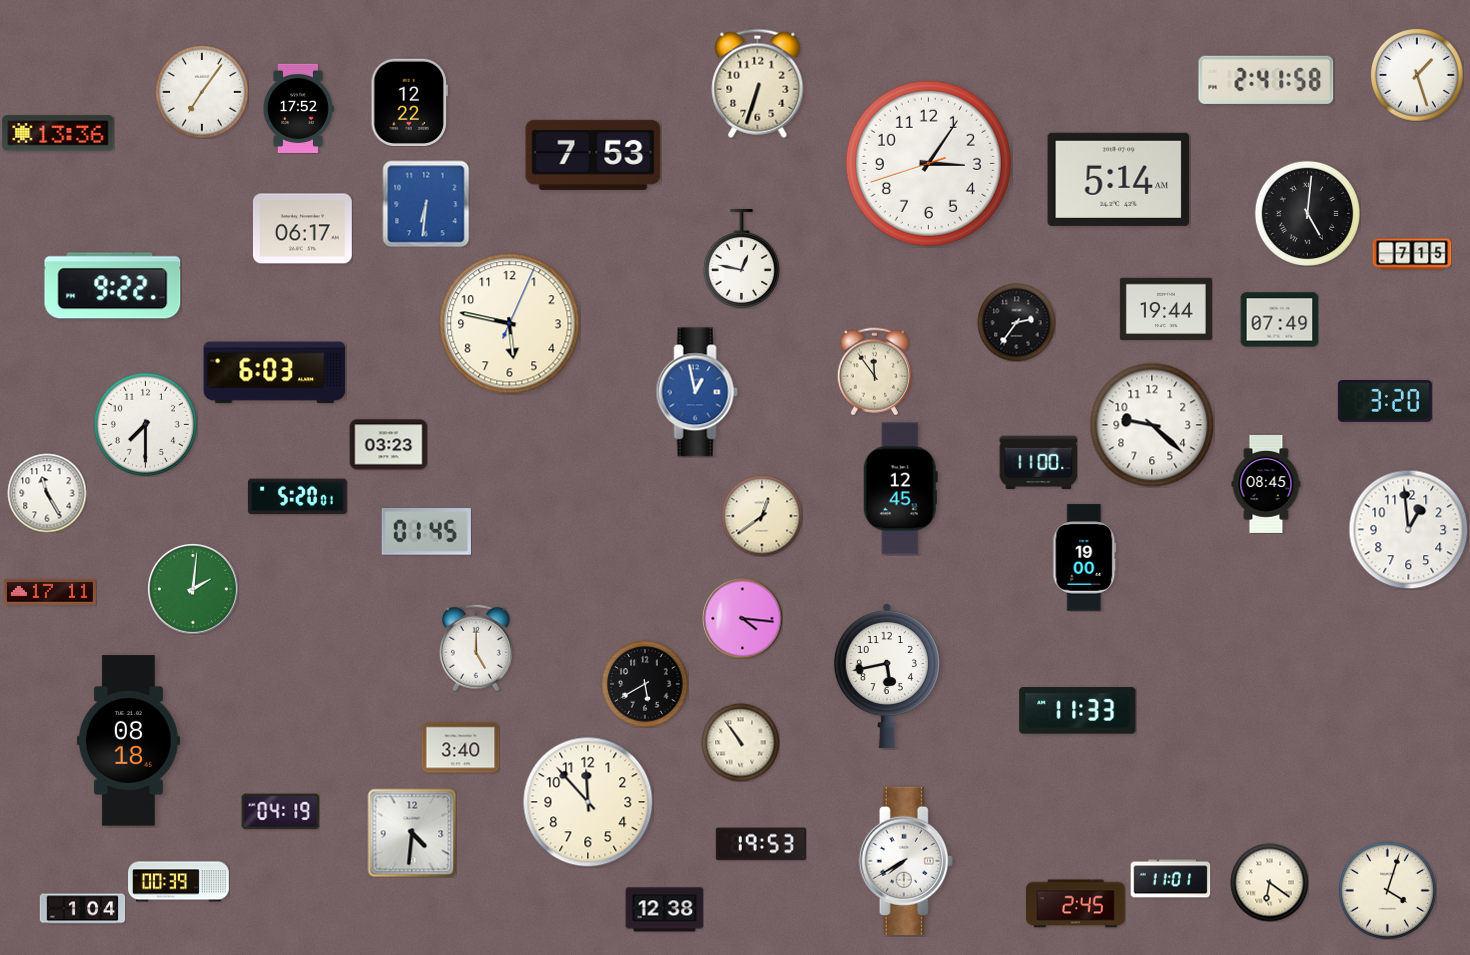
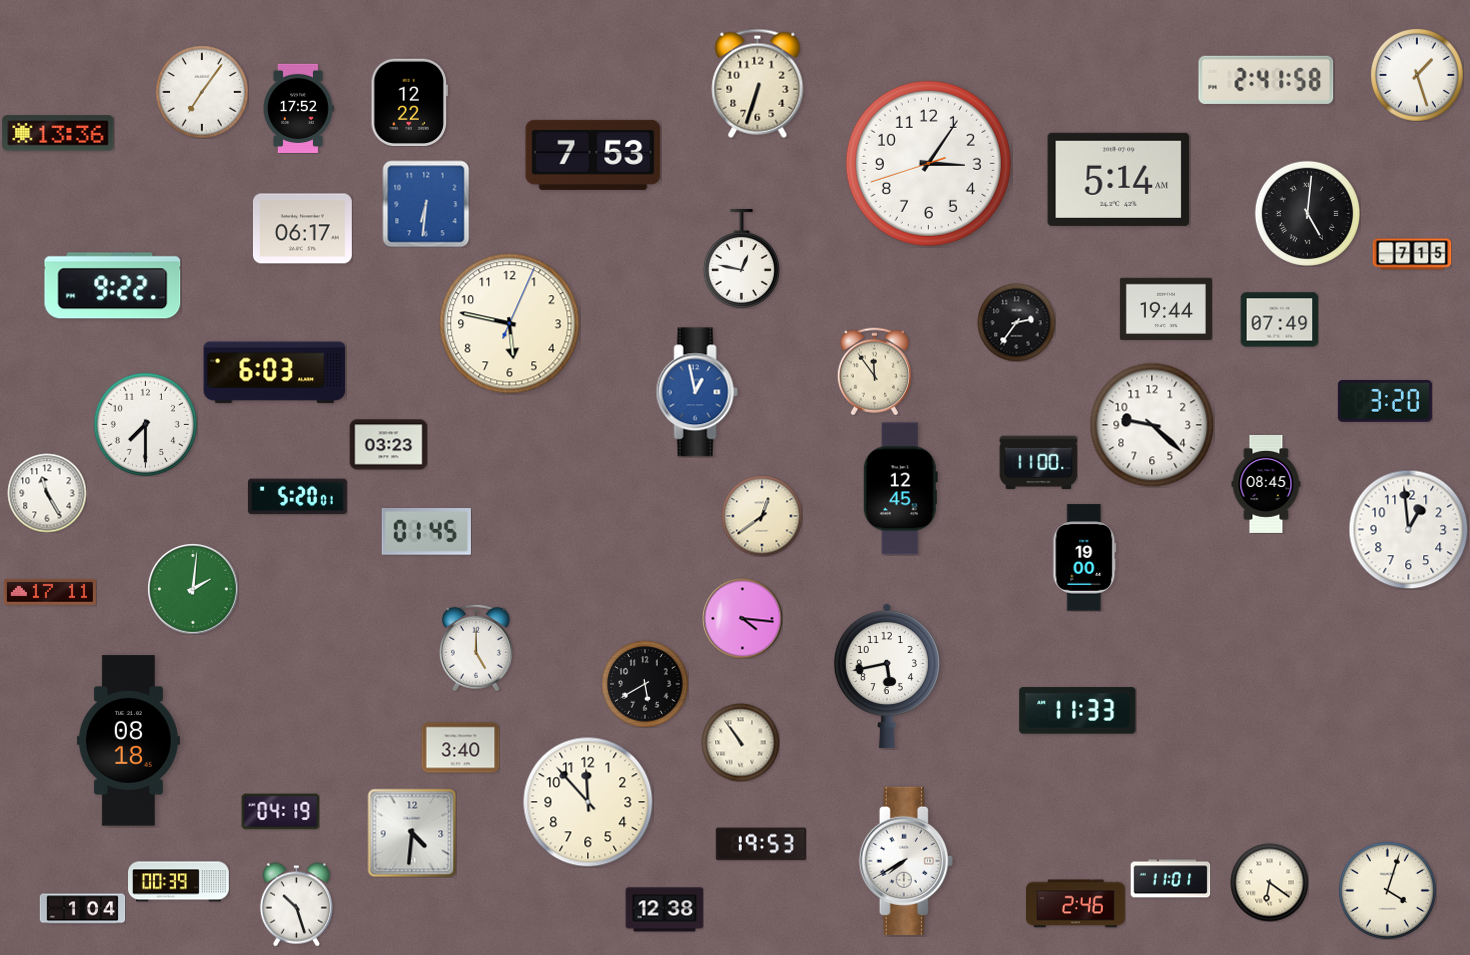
clock at (296, 904): none -> 10:27
clock at (1075, 904): 2:45 -> 2:46
